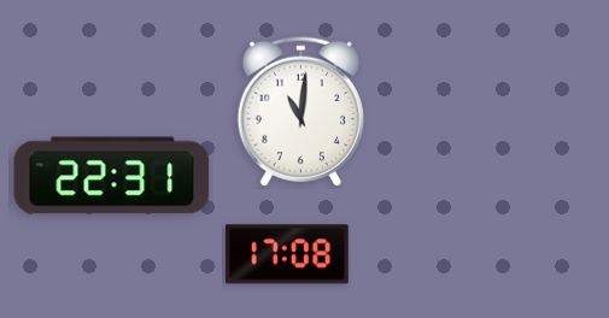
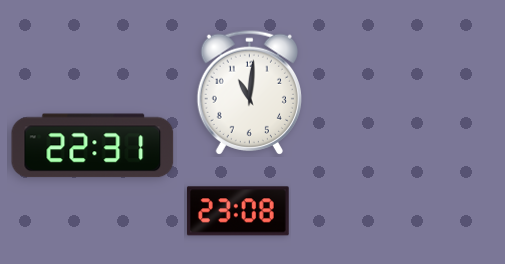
clock at (287, 254): 17:08 -> 23:08
